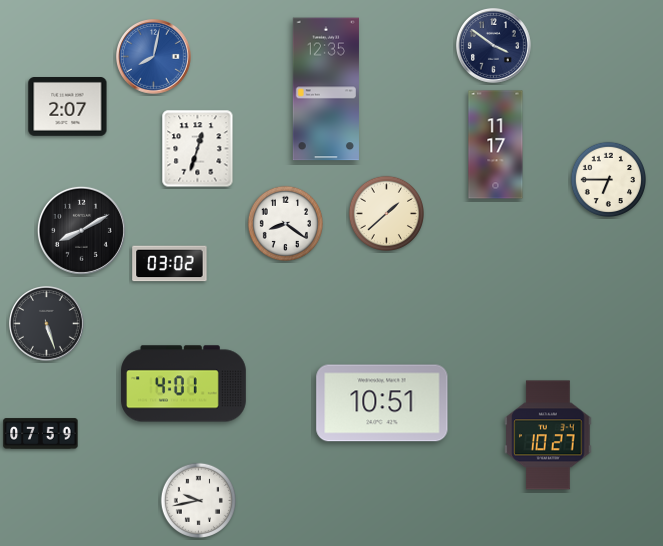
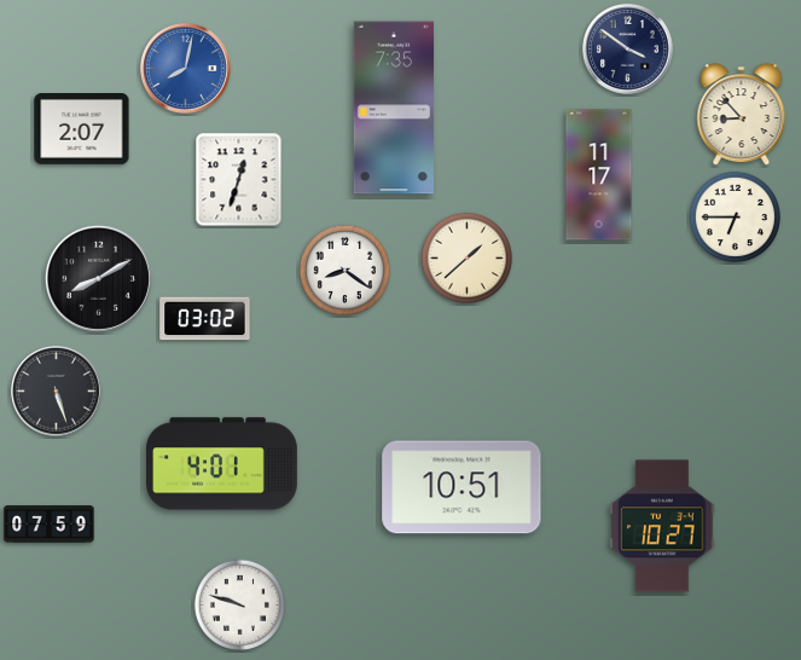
clock at (494, 46) position: (494, 46) -> (628, 50)
clock at (326, 89): 12:35 -> 7:35
clock at (742, 115): none -> 8:53
clock at (198, 500): 9:43 -> 9:48
